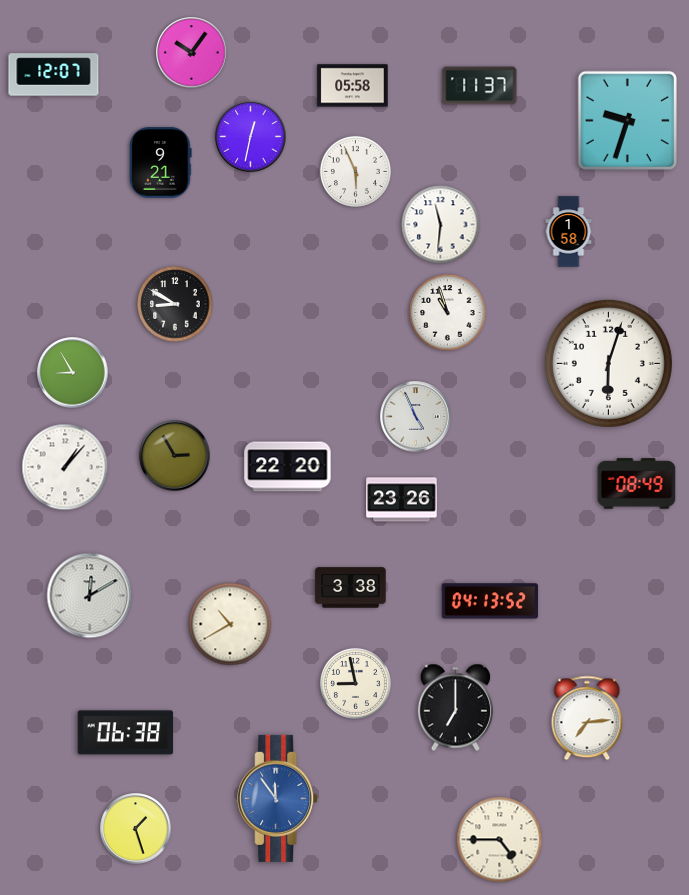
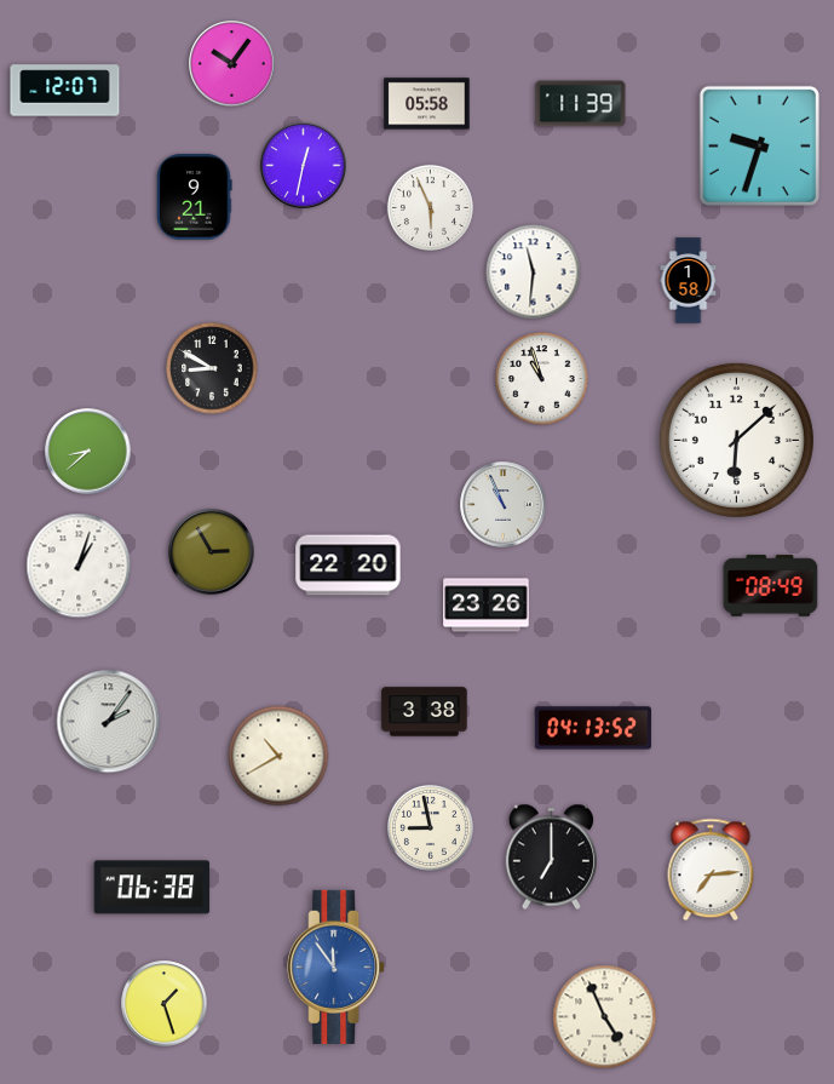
clock at (480, 86): 11:37 -> 11:39
clock at (608, 363): 6:03 -> 6:08
clock at (73, 373): 8:55 -> 8:38
clock at (416, 417): 4:56 -> 10:56
clock at (65, 467): 1:07 -> 1:03
clock at (90, 596): 12:10 -> 2:06
clock at (500, 840): 4:45 -> 4:56
